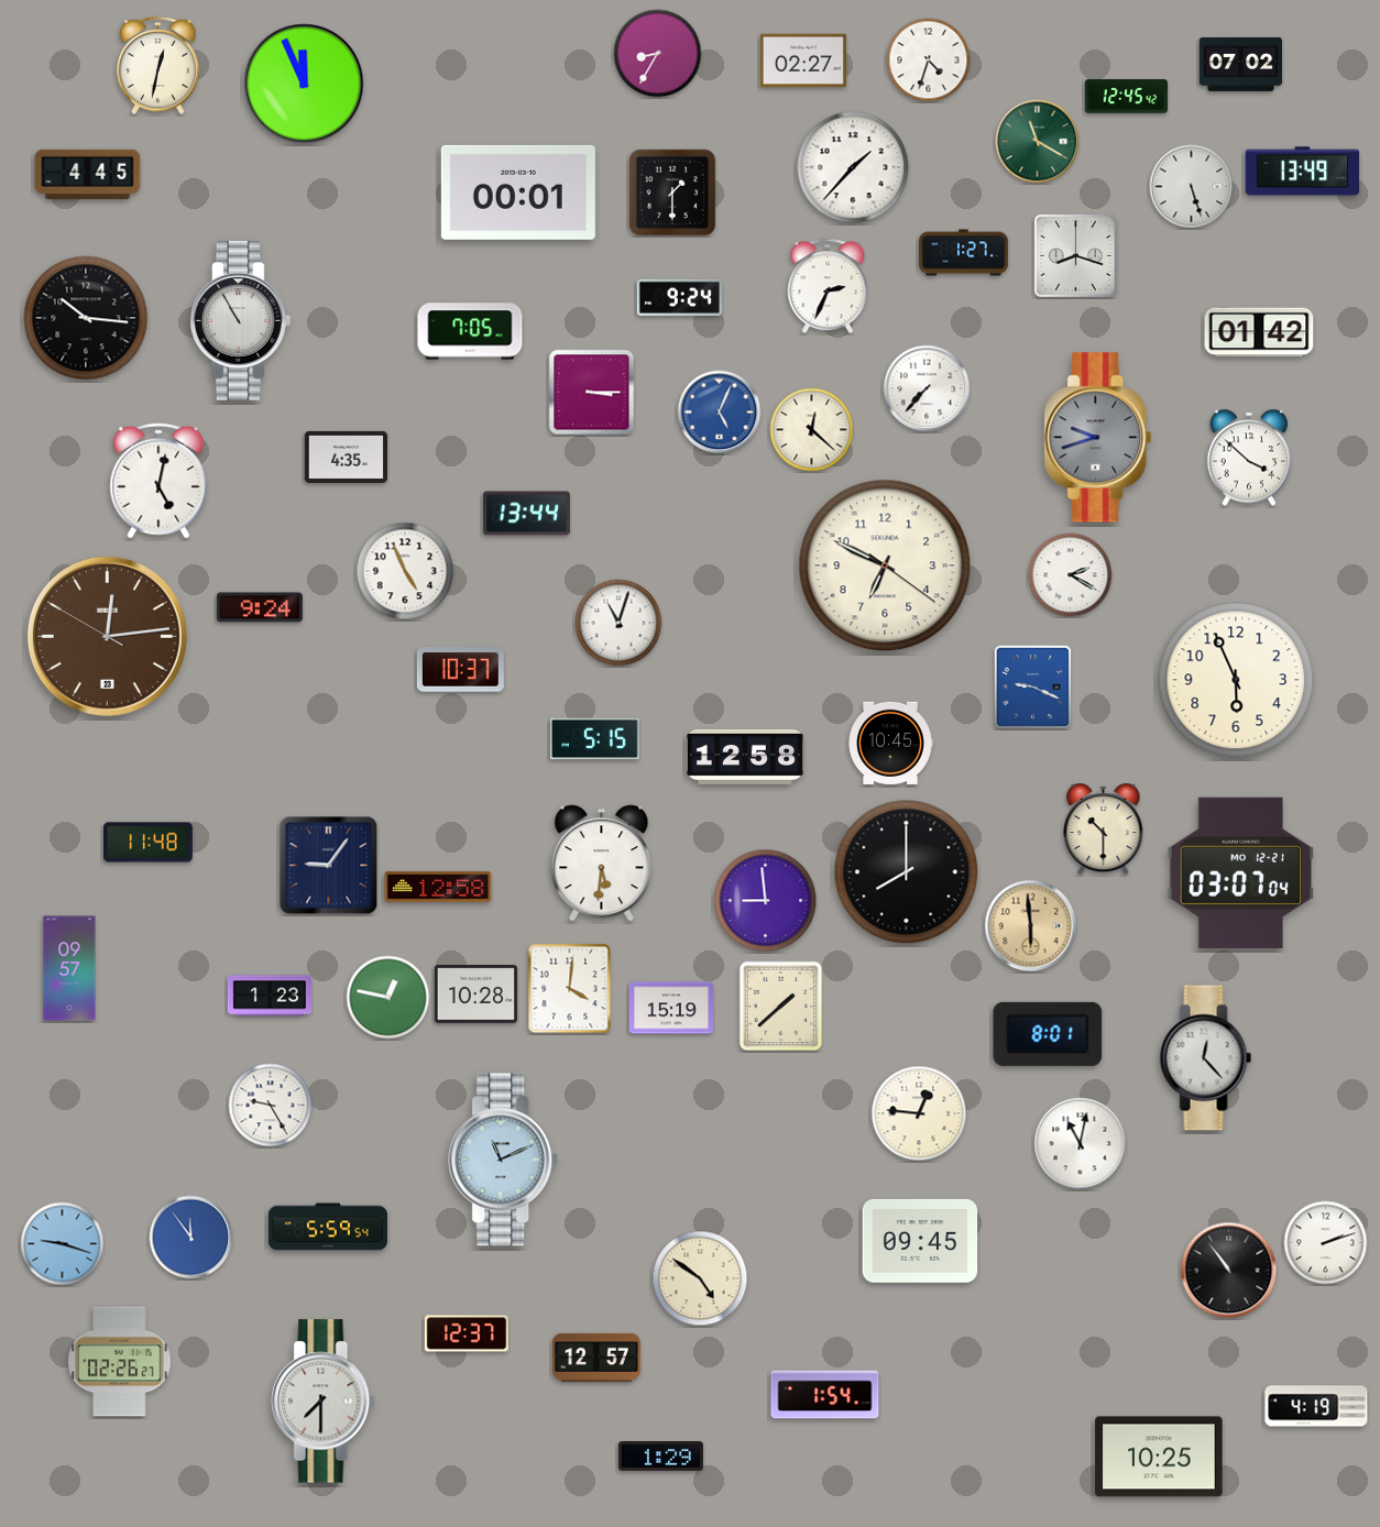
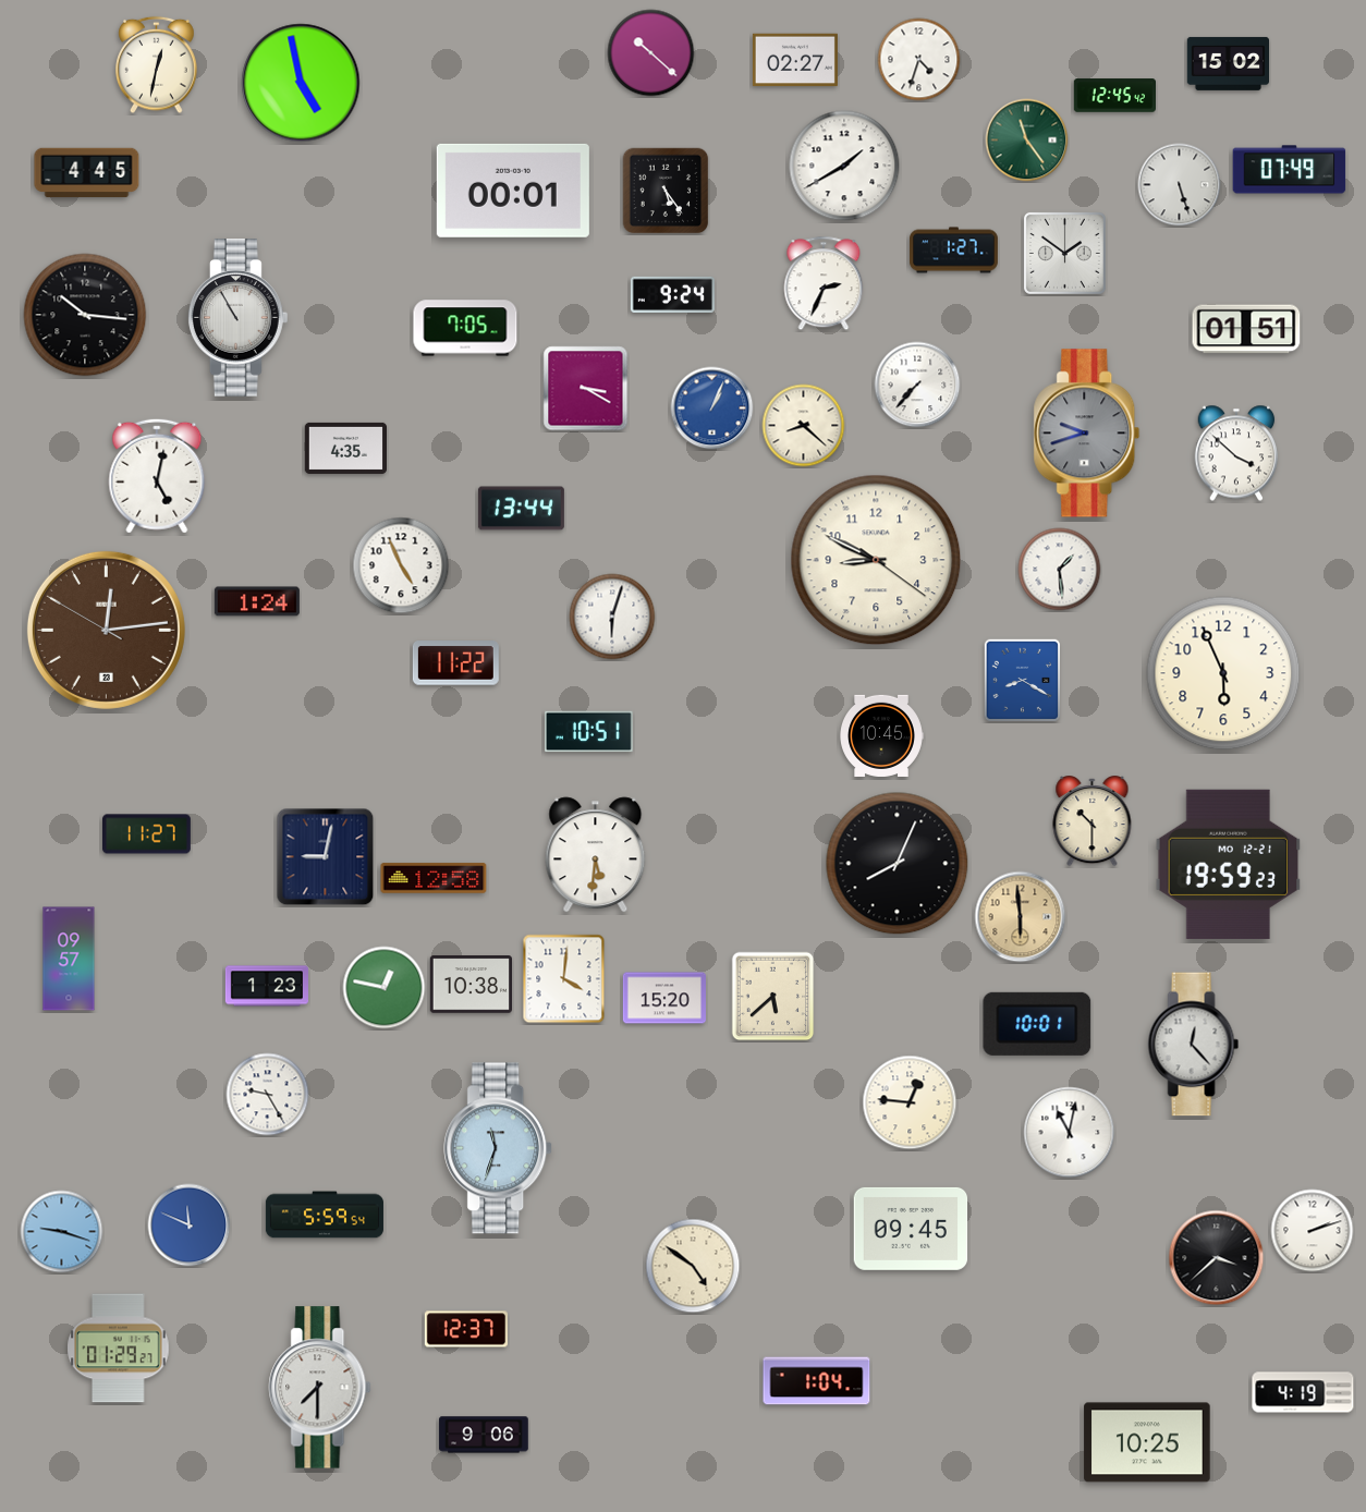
clock at (658, 54): 8:35 -> 10:22
clock at (1240, 64): 07:02 -> 15:02
clock at (304, 84): 11:56 -> 4:58
clock at (1038, 142): 11:20 -> 11:24
clock at (853, 167): 1:37 -> 1:40
clock at (1303, 172): 13:49 -> 07:49
clock at (672, 193): 1:30 -> 5:24
clock at (1075, 255): 8:18 -> 1:51
clock at (828, 286) position: (828, 286) -> (824, 283)
clock at (1259, 332): 01:42 -> 01:51
clock at (592, 393): 3:15 -> 3:20
clock at (720, 413): 5:04 -> 1:04
clock at (812, 430): 12:22 -> 8:22
clock at (346, 457) position: (346, 457) -> (345, 448)
clock at (885, 565): 6:49 -> 8:49
clock at (1071, 575): 2:20 -> 1:29
clock at (260, 607): 9:24 -> 1:24
clock at (618, 623): 11:03 -> 6:03
clock at (460, 670): 10:37 -> 11:22
clock at (1033, 688): 9:19 -> 8:20
clock at (595, 739): 5:15 -> 10:51
clock at (744, 757): 12:58 -> none
clock at (149, 843): 11:48 -> 11:27
clock at (329, 866): 9:06 -> 9:02
clock at (907, 872): 8:00 -> 8:04
clock at (1241, 872): 03:07 -> 19:59
clock at (766, 901): 8:59 -> none
clock at (475, 995): 10:28 -> 10:38
clock at (781, 1007): 1:38 -> 5:38
clock at (671, 1008): 15:19 -> 15:20
clock at (1048, 1034): 8:01 -> 10:01
clock at (1206, 1058) position: (1206, 1058) -> (1194, 1045)
clock at (504, 1160): 11:11 -> 11:33
clock at (191, 1238): 11:54 -> 11:49
clock at (1229, 1271): 10:54 -> 3:38
clock at (467, 1333) position: (467, 1333) -> (466, 1329)
clock at (596, 1358): 12:57 -> none
clock at (120, 1362): 02:26 -> 01:29
clock at (825, 1395): 1:54 -> 1:04
clock at (484, 1435): none -> 9:06
clock at (660, 1457): 1:29 -> none
